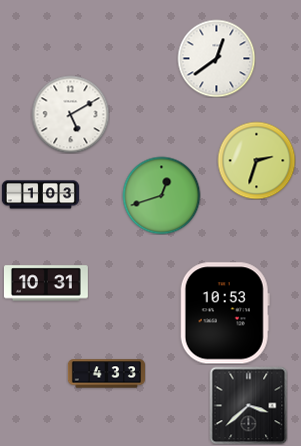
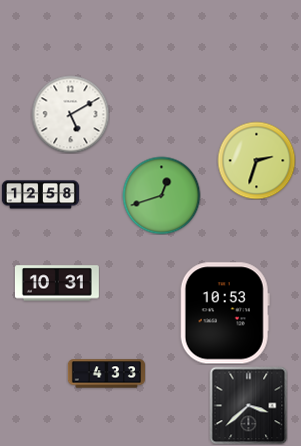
clock at (216, 58): 12:39 -> none
clock at (40, 195): 1:03 -> 12:58
clock at (46, 283) position: (46, 283) -> (57, 283)
